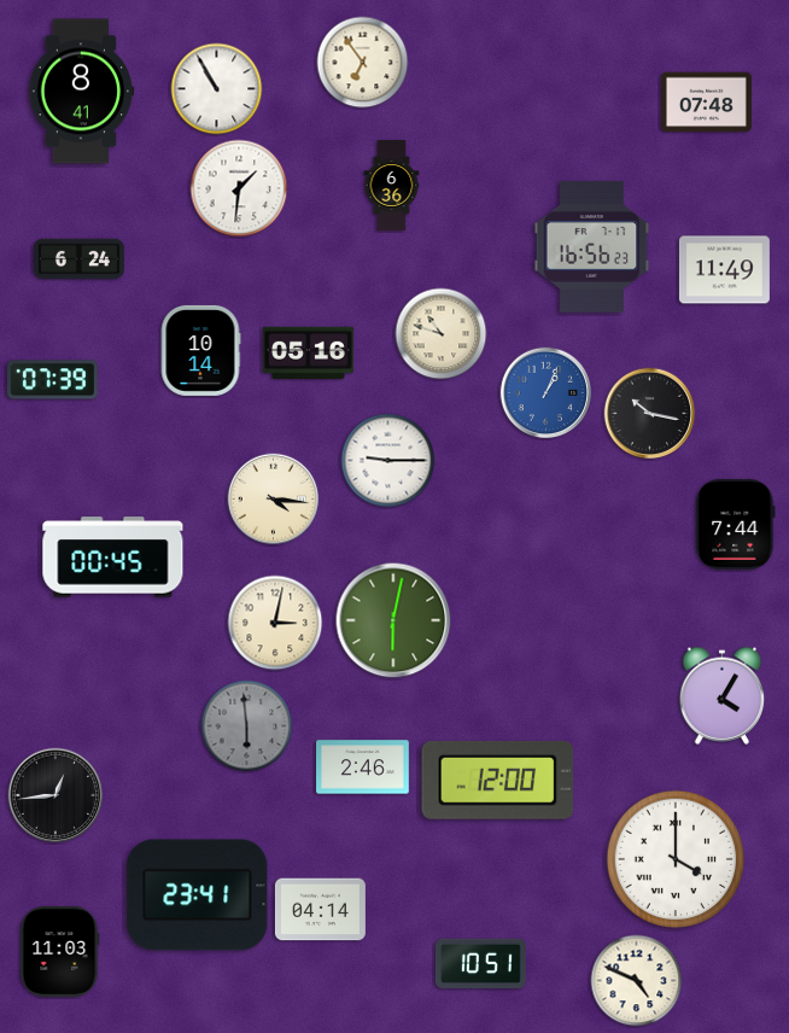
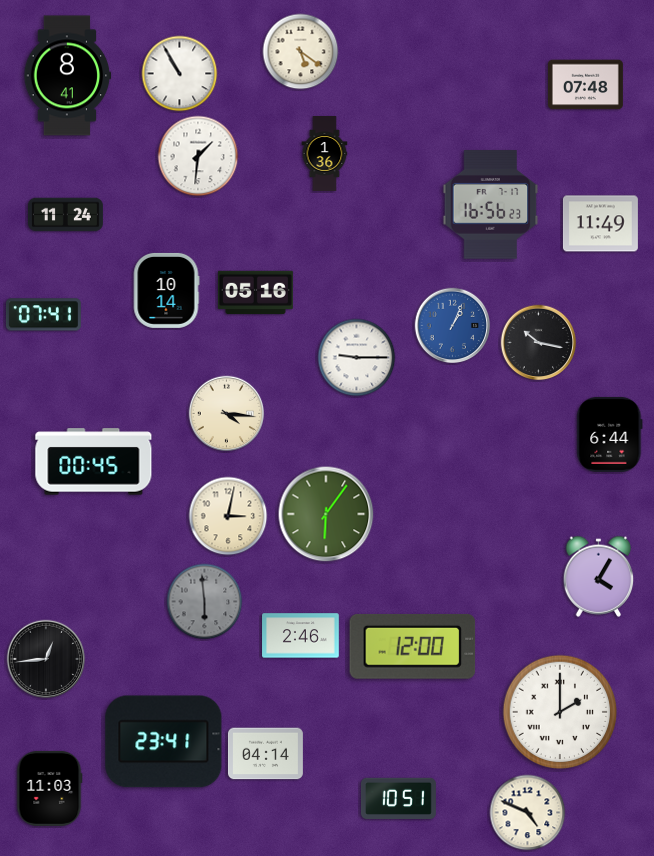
clock at (363, 63): 6:54 -> 5:21
clock at (392, 186): 6:36 -> 1:36
clock at (78, 259): 6:24 -> 11:24
clock at (442, 334): 10:48 -> none
clock at (52, 380): 07:39 -> 07:41
clock at (388, 461) position: (388, 461) -> (357, 358)
clock at (736, 524): 7:44 -> 6:44
clock at (393, 620): 6:02 -> 6:06
clock at (676, 859): 4:00 -> 2:00
